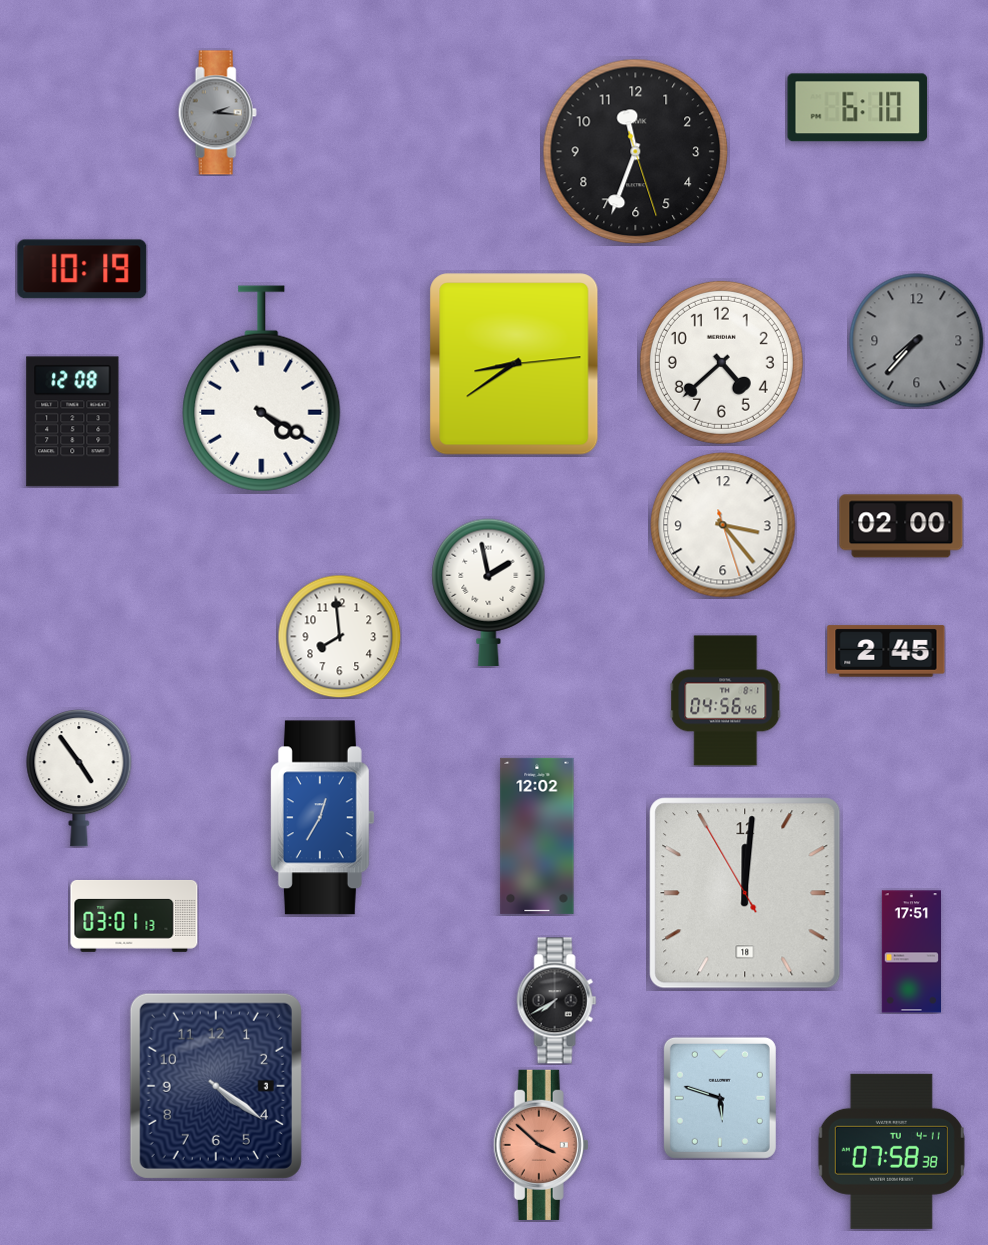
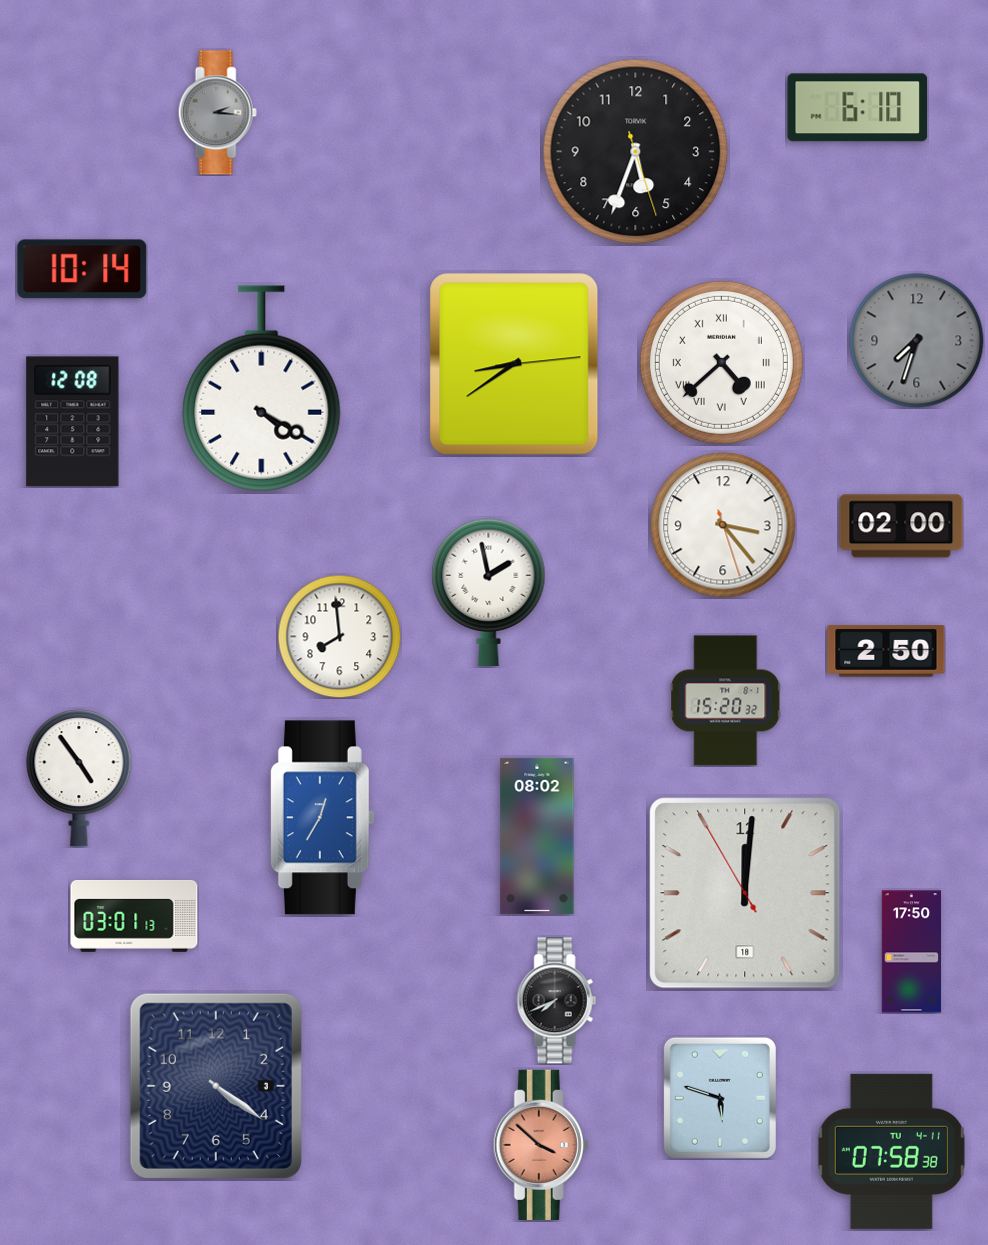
clock at (636, 152): 11:33 -> 5:33
clock at (82, 269): 10:19 -> 10:14
clock at (917, 341): 7:37 -> 7:33
clock at (721, 362) numerals: Arabic -> Roman
clock at (886, 651): 2:45 -> 2:50
clock at (726, 701): 04:56 -> 15:20
clock at (537, 836): 12:02 -> 08:02
clock at (911, 952): 17:51 -> 17:50
clock at (557, 1001): 7:40 -> 7:41
